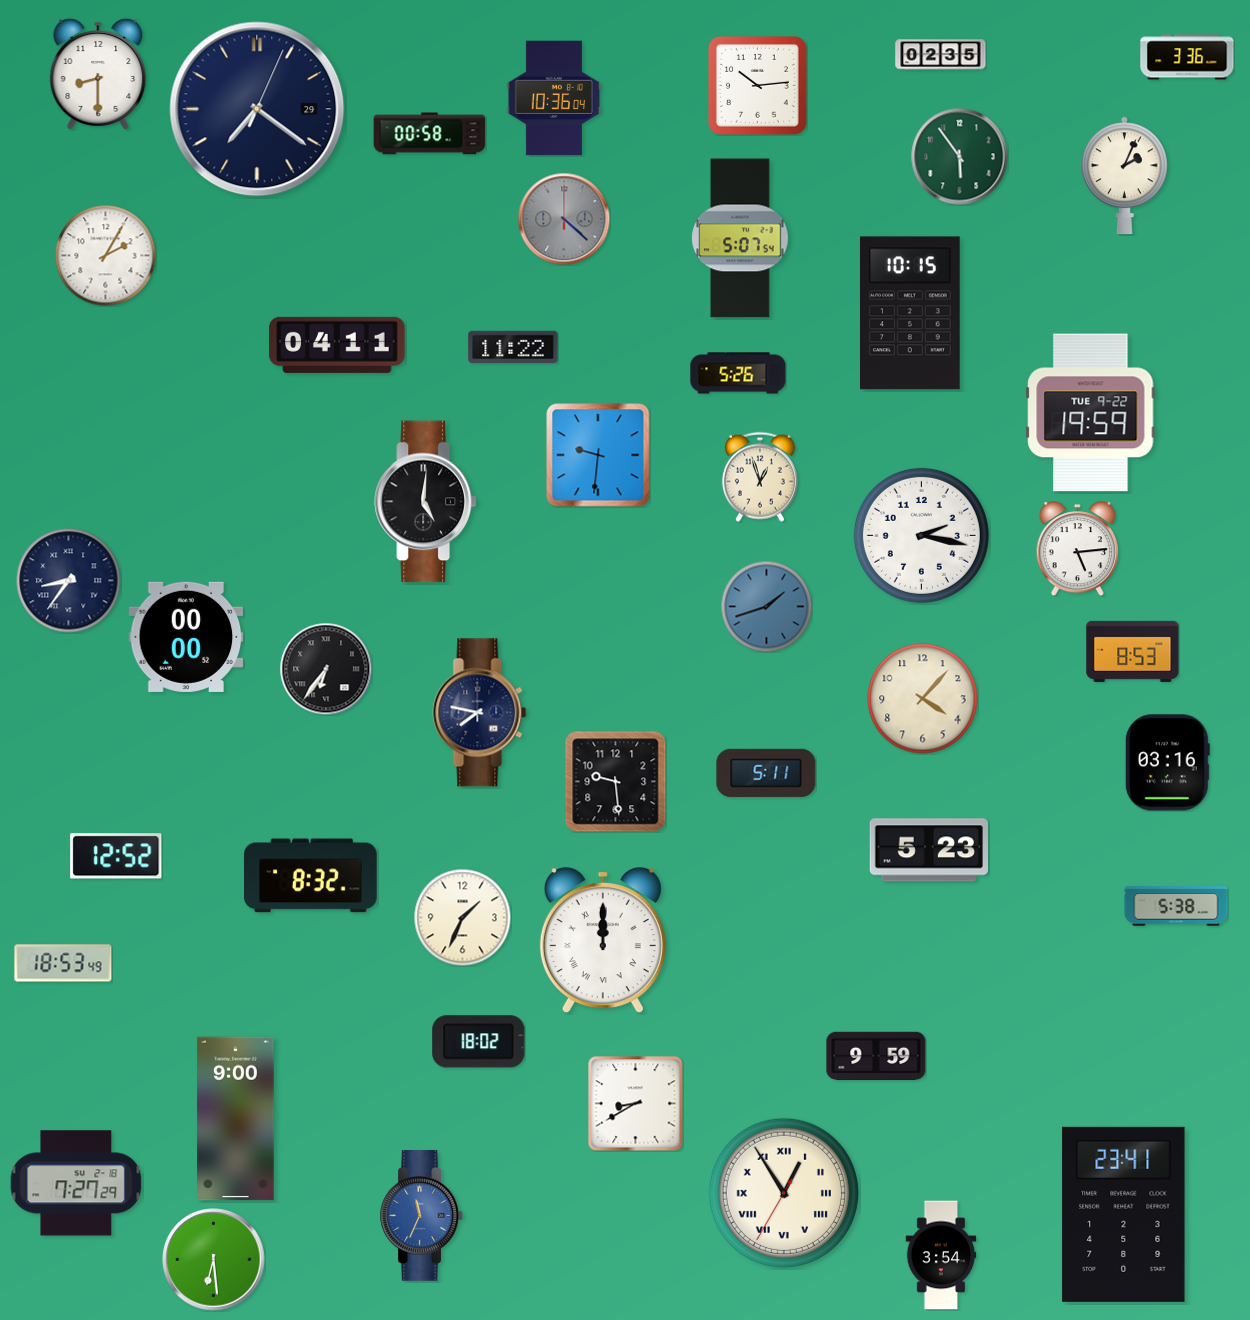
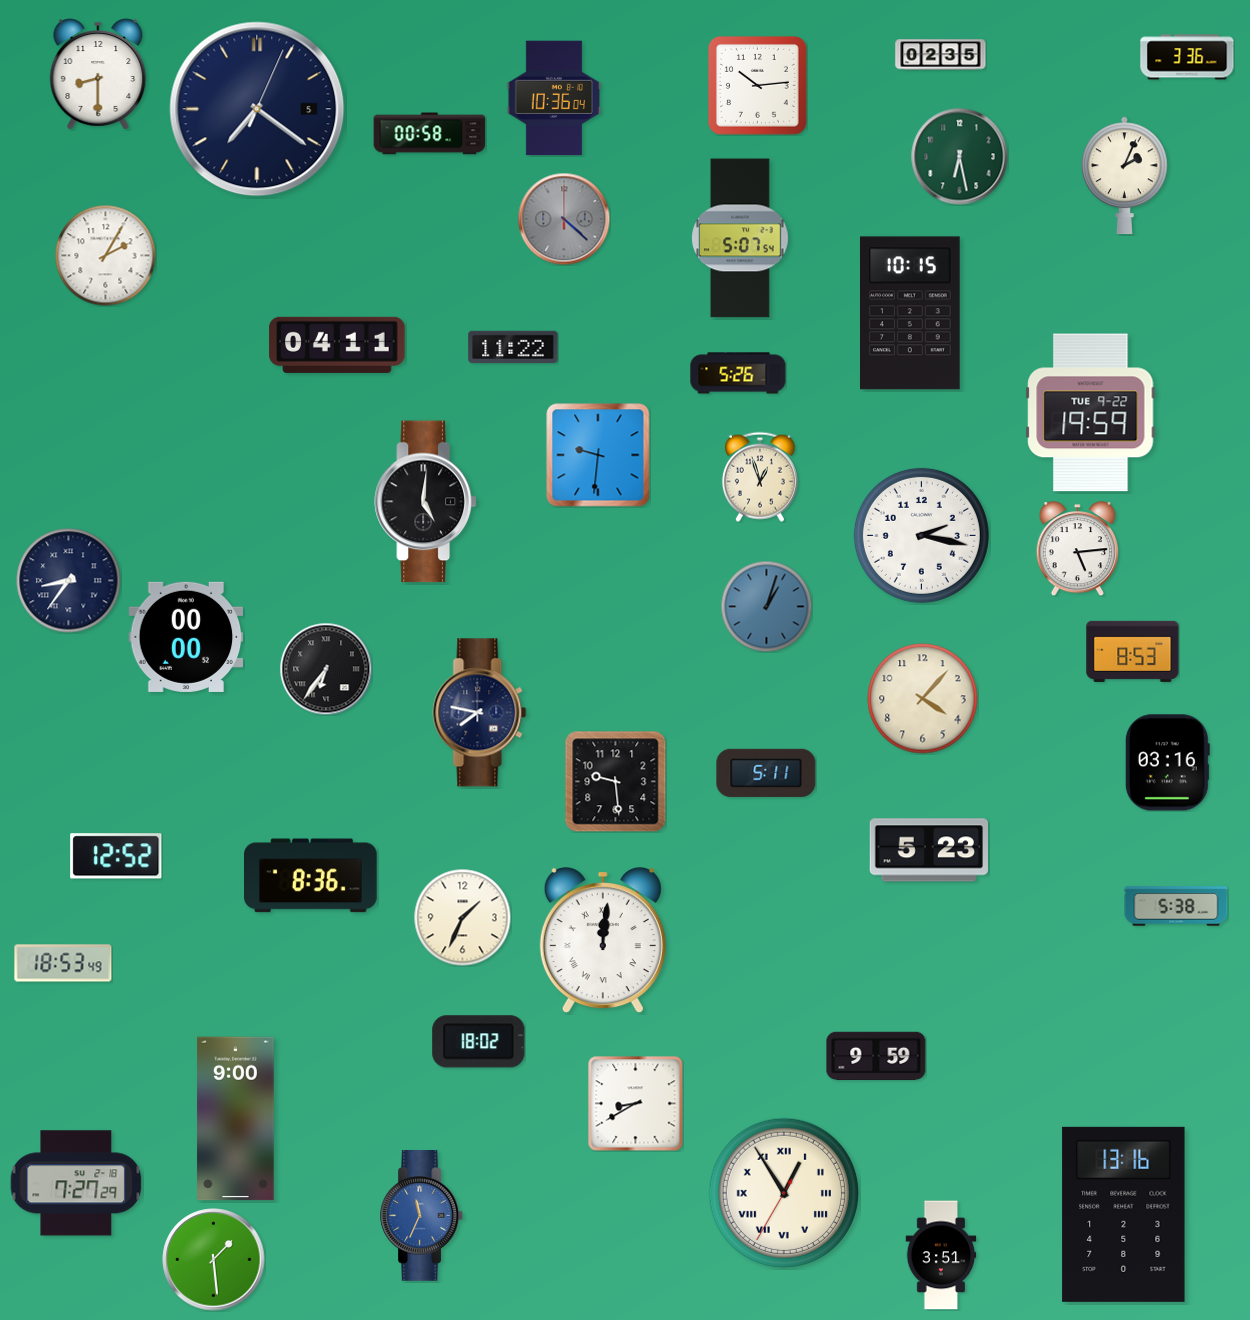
clock at (257, 109) date: 29 -> 5
clock at (960, 157): 5:54 -> 6:28
clock at (766, 606): 1:42 -> 1:03
clock at (311, 876): 8:32 -> 8:36
clock at (603, 941): 12:00 -> 12:01
clock at (1124, 1214): 23:41 -> 13:16
clock at (941, 1255): 3:54 -> 3:51
clock at (214, 1260): 6:29 -> 1:29
